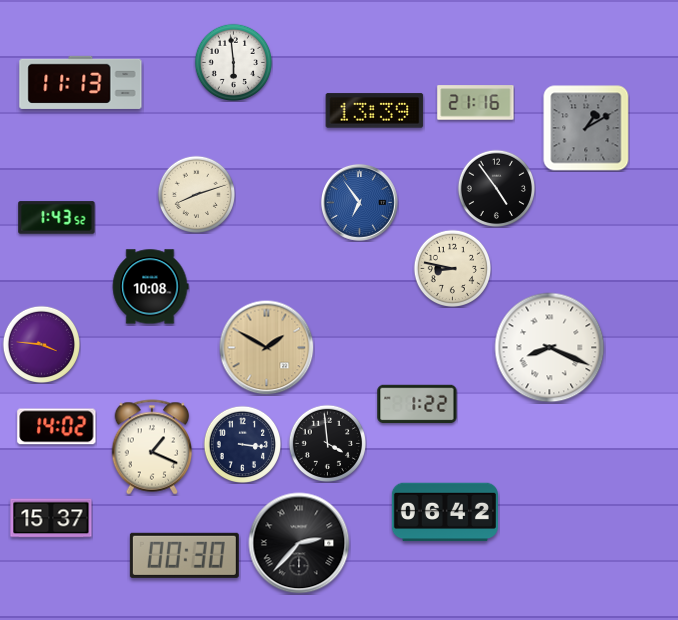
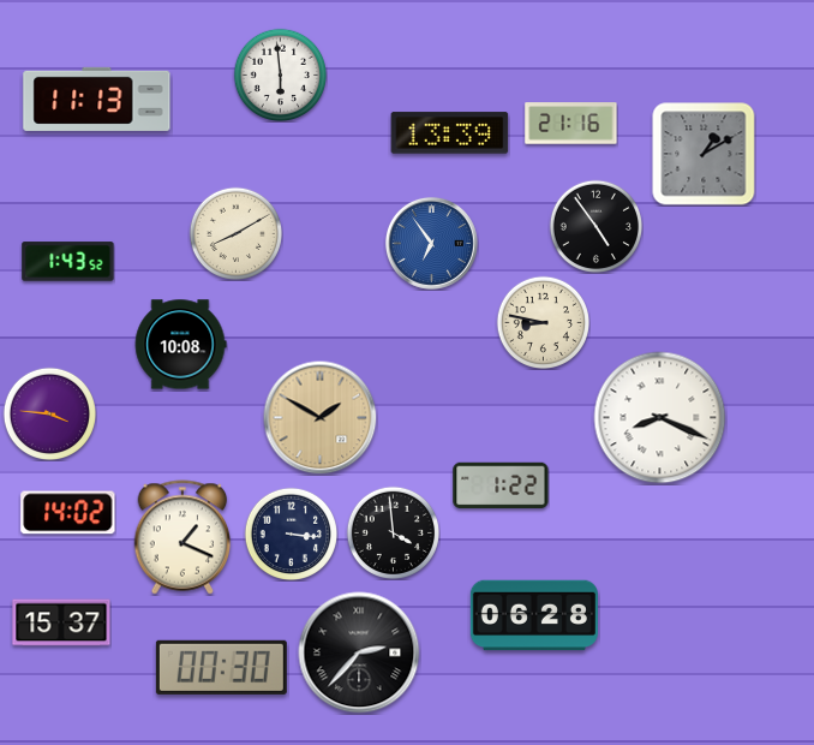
clock at (196, 194): 8:12 -> 8:10
clock at (445, 512): 06:42 -> 06:28
